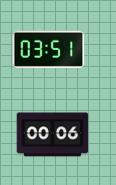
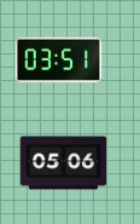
clock at (53, 135): 00:06 -> 05:06
